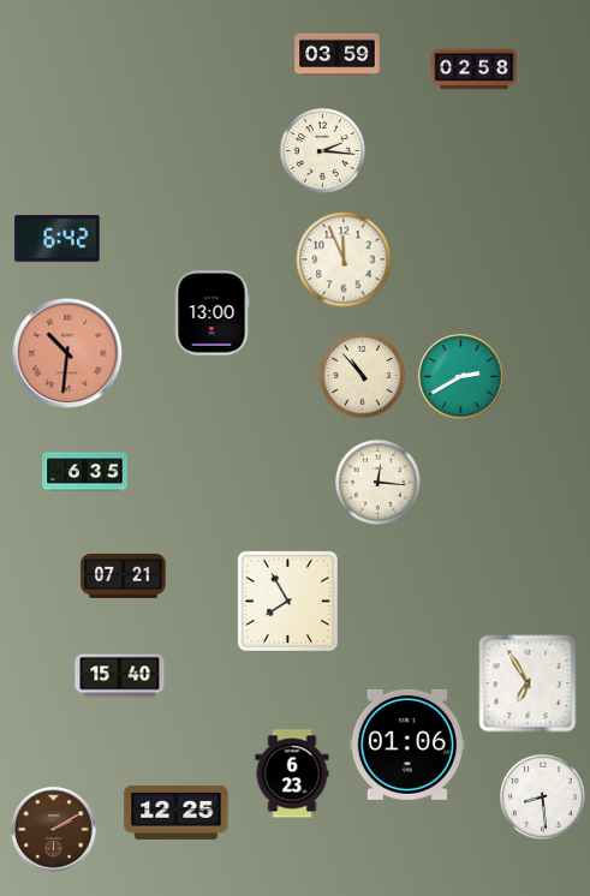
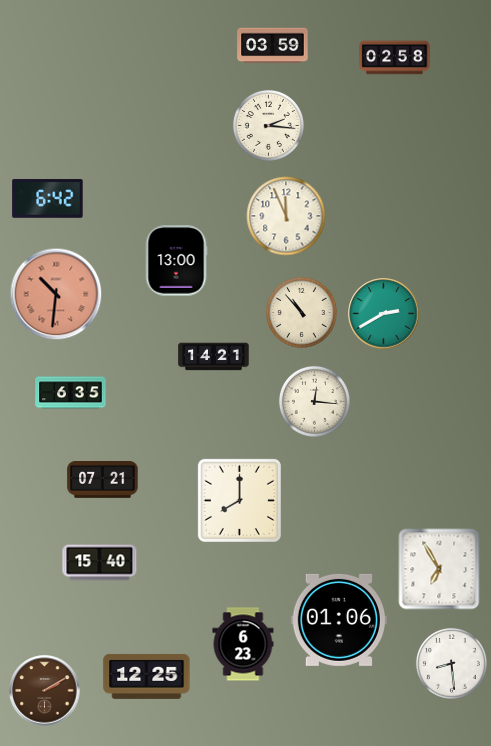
clock at (338, 55) position: (338, 55) -> (273, 46)
clock at (214, 357): none -> 14:21
clock at (287, 601): 7:55 -> 8:00
